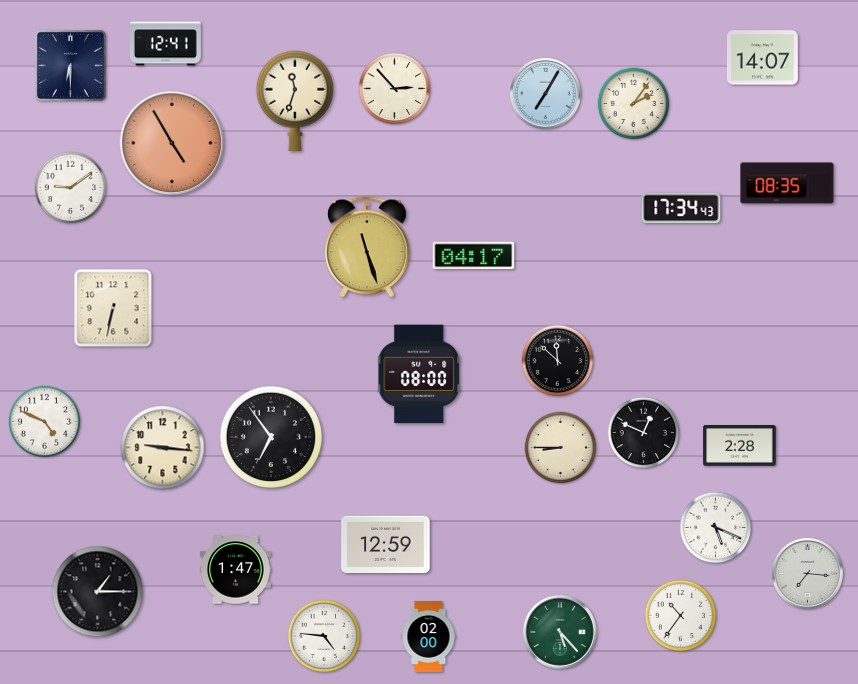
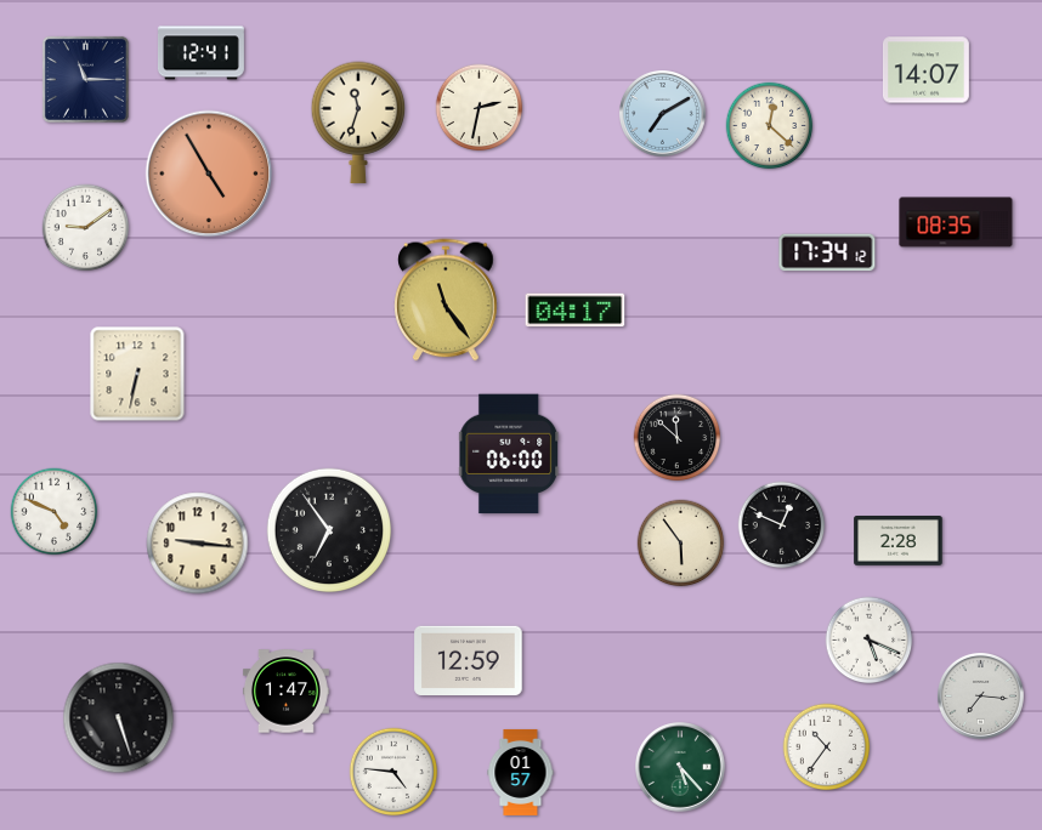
clock at (70, 65): 6:30 -> 11:15
clock at (395, 89): 2:53 -> 2:32
clock at (545, 93): 7:05 -> 7:10
clock at (634, 104): 2:06 -> 12:22
clock at (681, 208): 17:34:43 -> 17:34:12
clock at (367, 247): 11:27 -> 11:24
clock at (420, 374): 08:00 -> 06:00
clock at (561, 448): 8:45 -> 5:54
clock at (98, 592): 1:15 -> 5:27
clock at (429, 637): 02:00 -> 01:57
